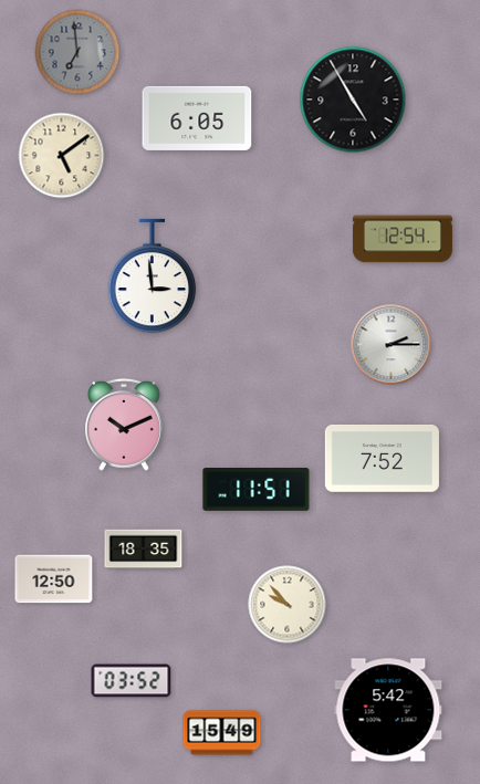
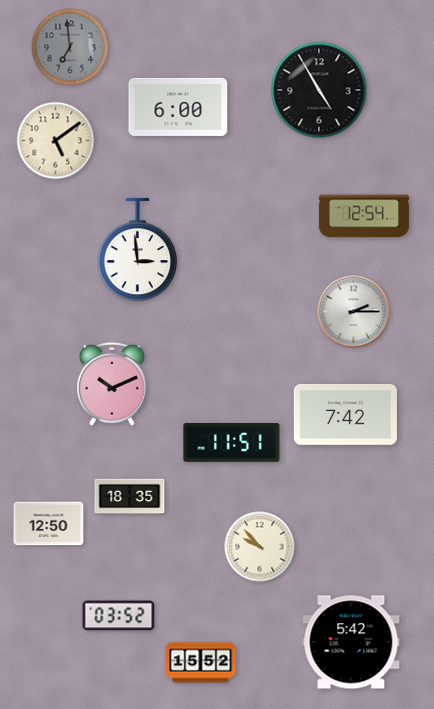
clock at (197, 118): 6:05 -> 6:00
clock at (382, 458): 7:52 -> 7:42
clock at (222, 733): 15:49 -> 15:52
